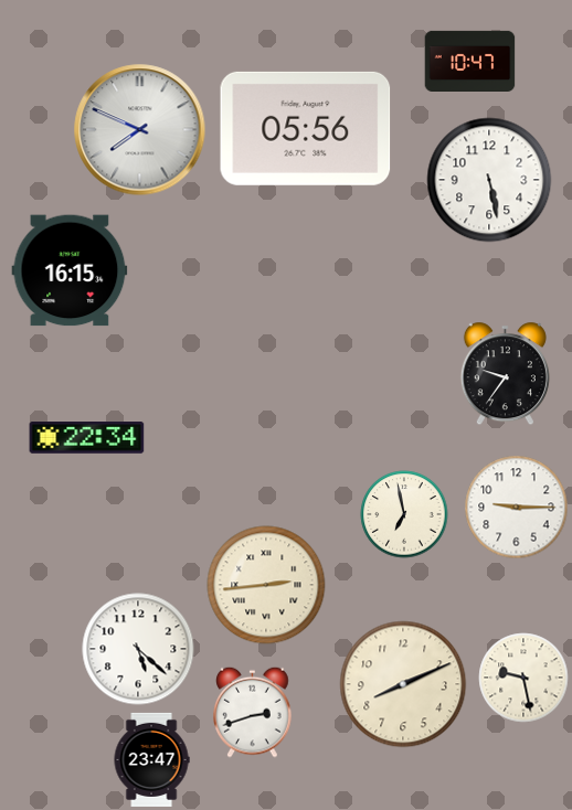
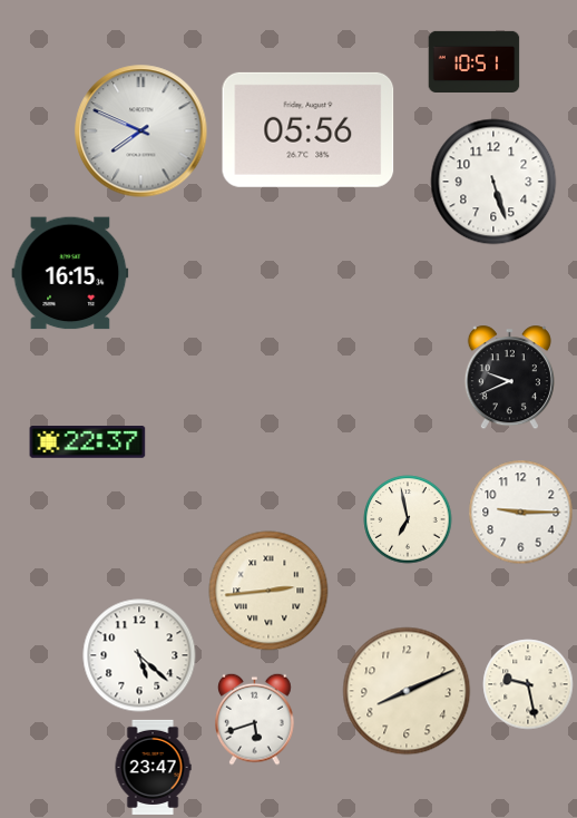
clock at (470, 61): 10:47 -> 10:51
clock at (489, 180): 5:28 -> 5:27
clock at (505, 374): 9:36 -> 9:41
clock at (87, 438): 22:34 -> 22:37
clock at (253, 712): 2:42 -> 5:42
